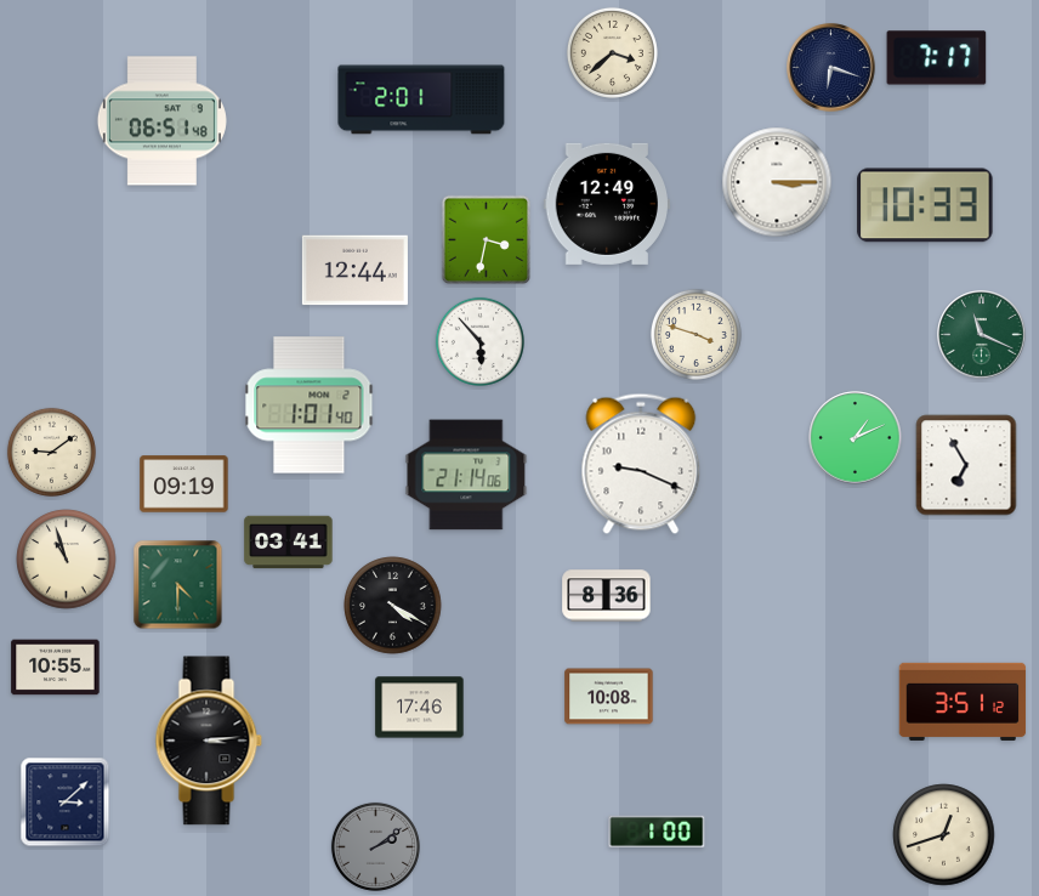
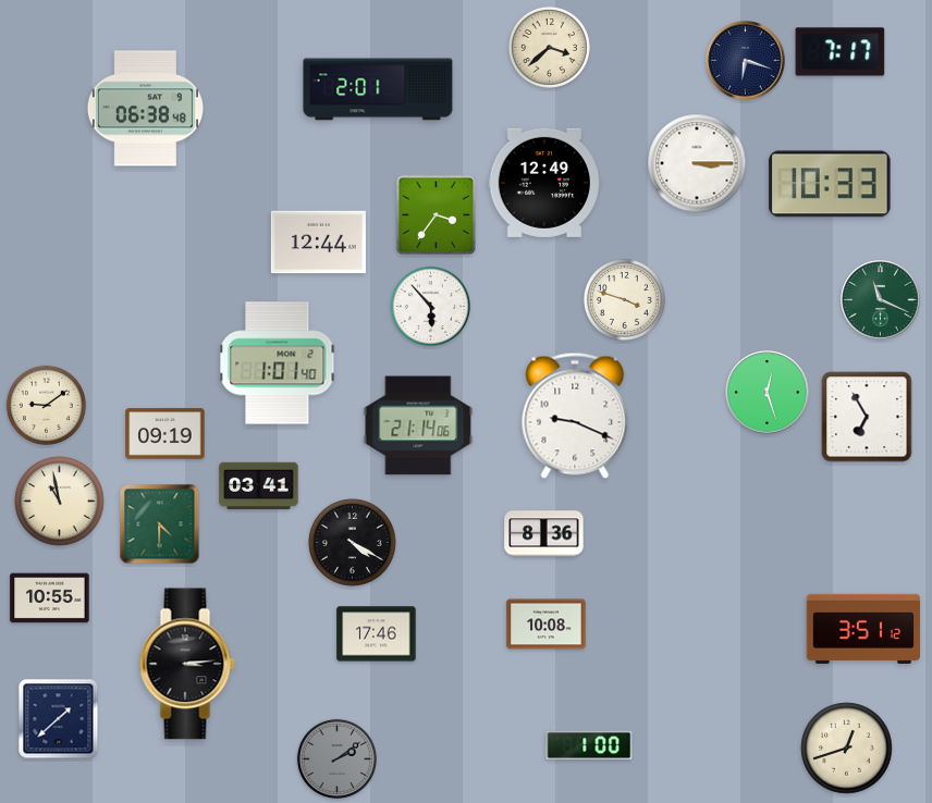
clock at (161, 121): 06:51 -> 06:38
clock at (487, 240): 3:32 -> 3:36
clock at (856, 438): 1:11 -> 12:27
clock at (67, 560): 10:57 -> 10:58
clock at (66, 803): 3:08 -> 1:38
